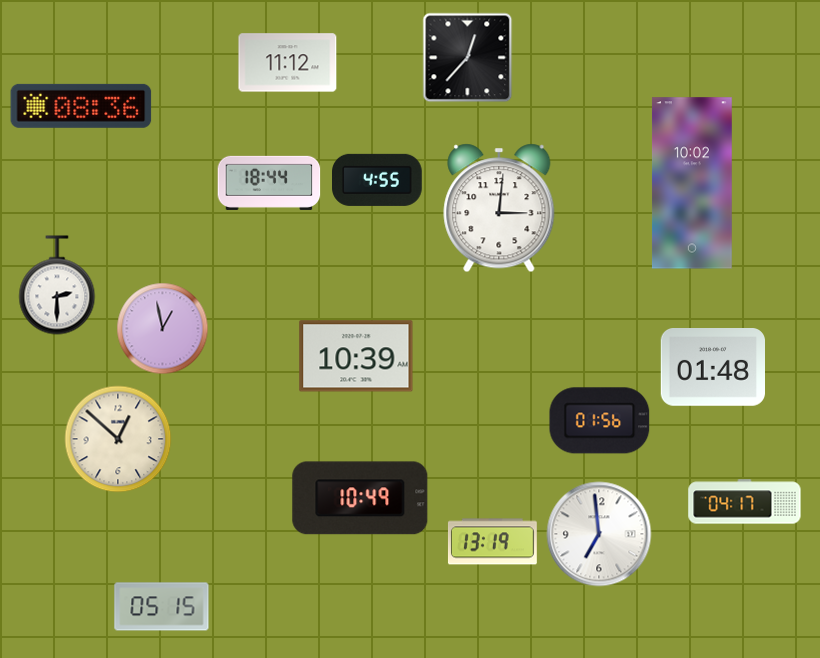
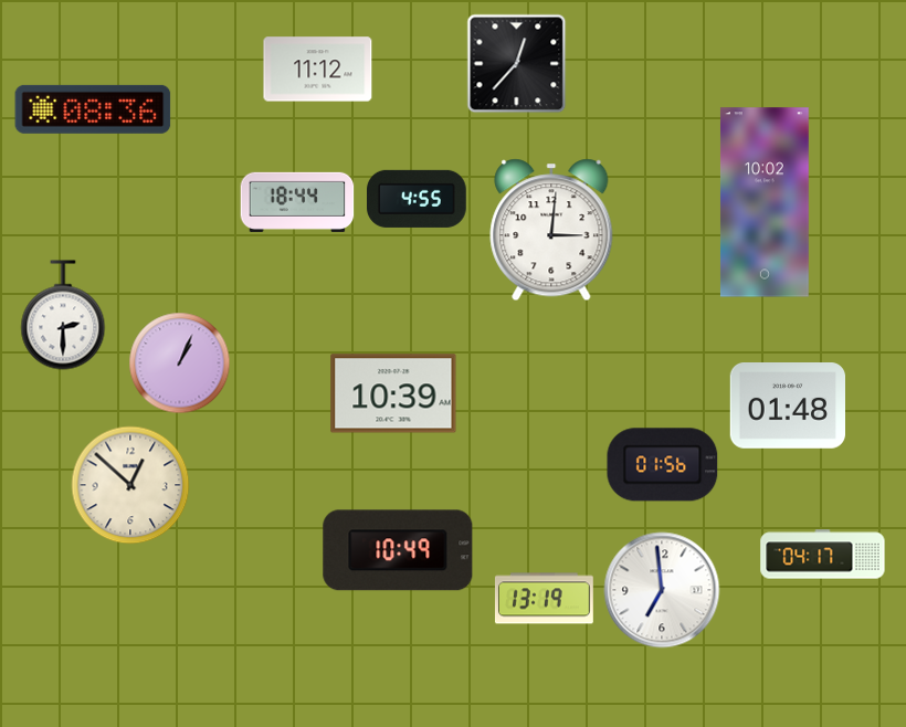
clock at (81, 106) position: (81, 106) -> (93, 109)
clock at (163, 329): 12:58 -> 1:04
clock at (162, 607): 05:15 -> none
